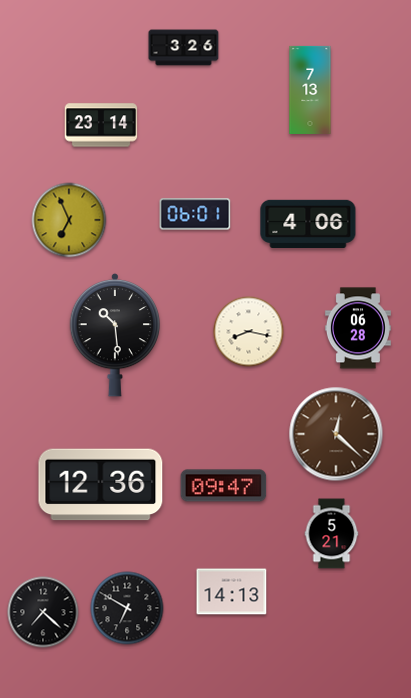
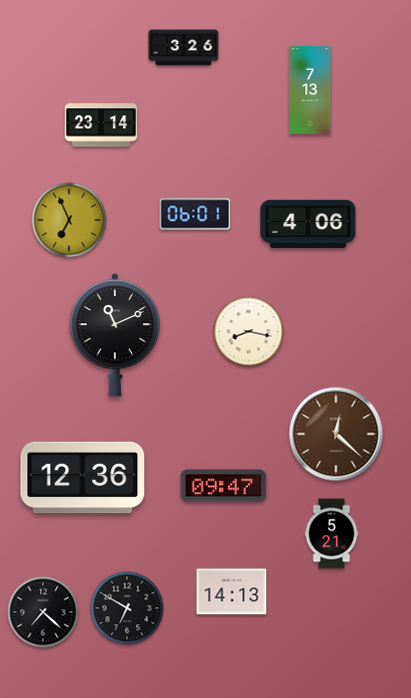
clock at (358, 328): 06:28 -> none
clock at (115, 335): 10:29 -> 11:11
clock at (101, 485) position: (101, 485) -> (83, 478)
